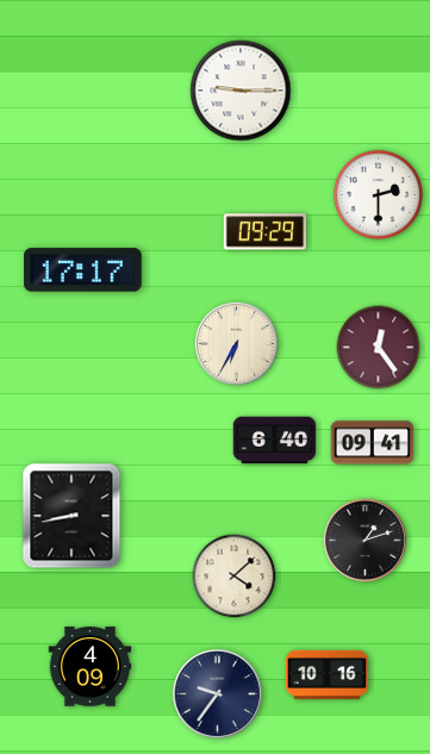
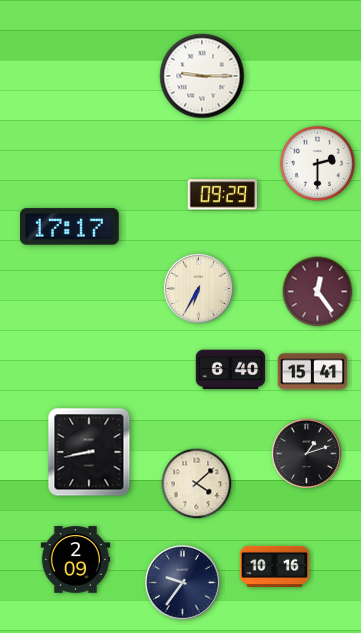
clock at (373, 443): 09:41 -> 15:41
clock at (71, 516) position: (71, 516) -> (89, 452)
clock at (91, 667): 4:09 -> 2:09
